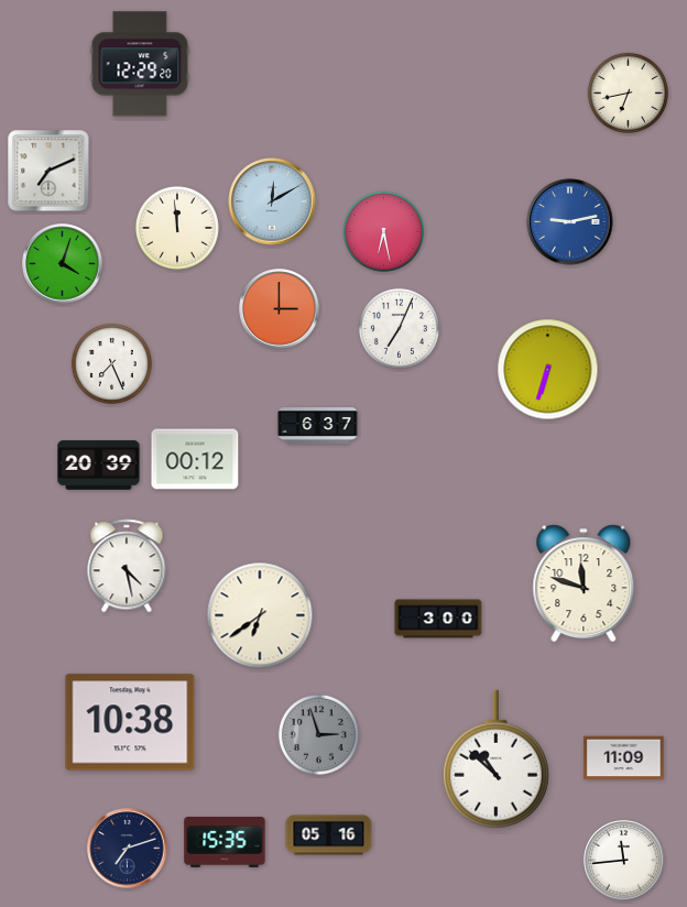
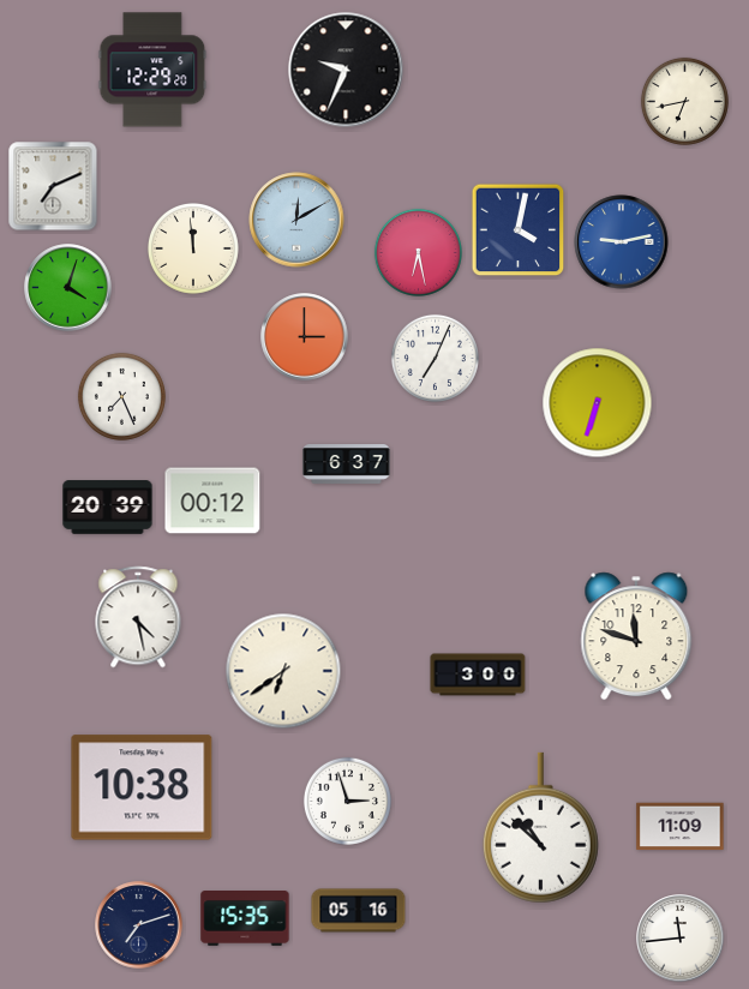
clock at (346, 70): none -> 9:34
clock at (519, 230): none -> 4:02
clock at (318, 734) dial: grey -> white
